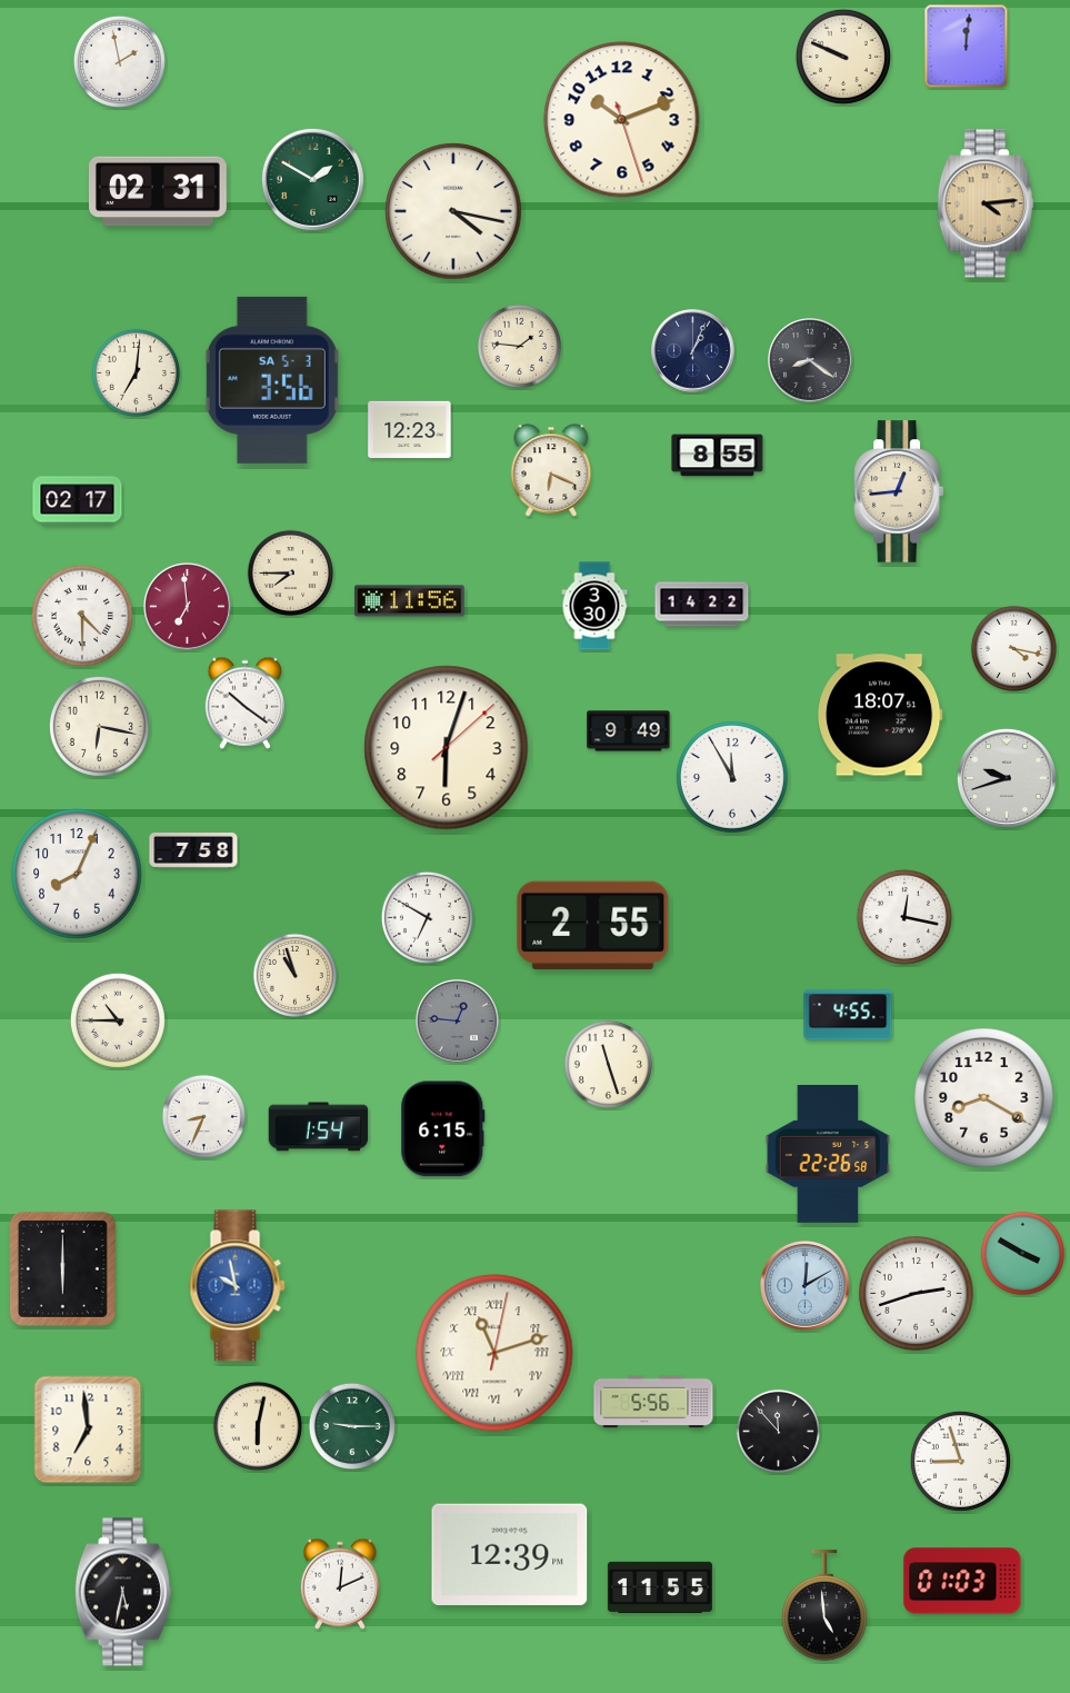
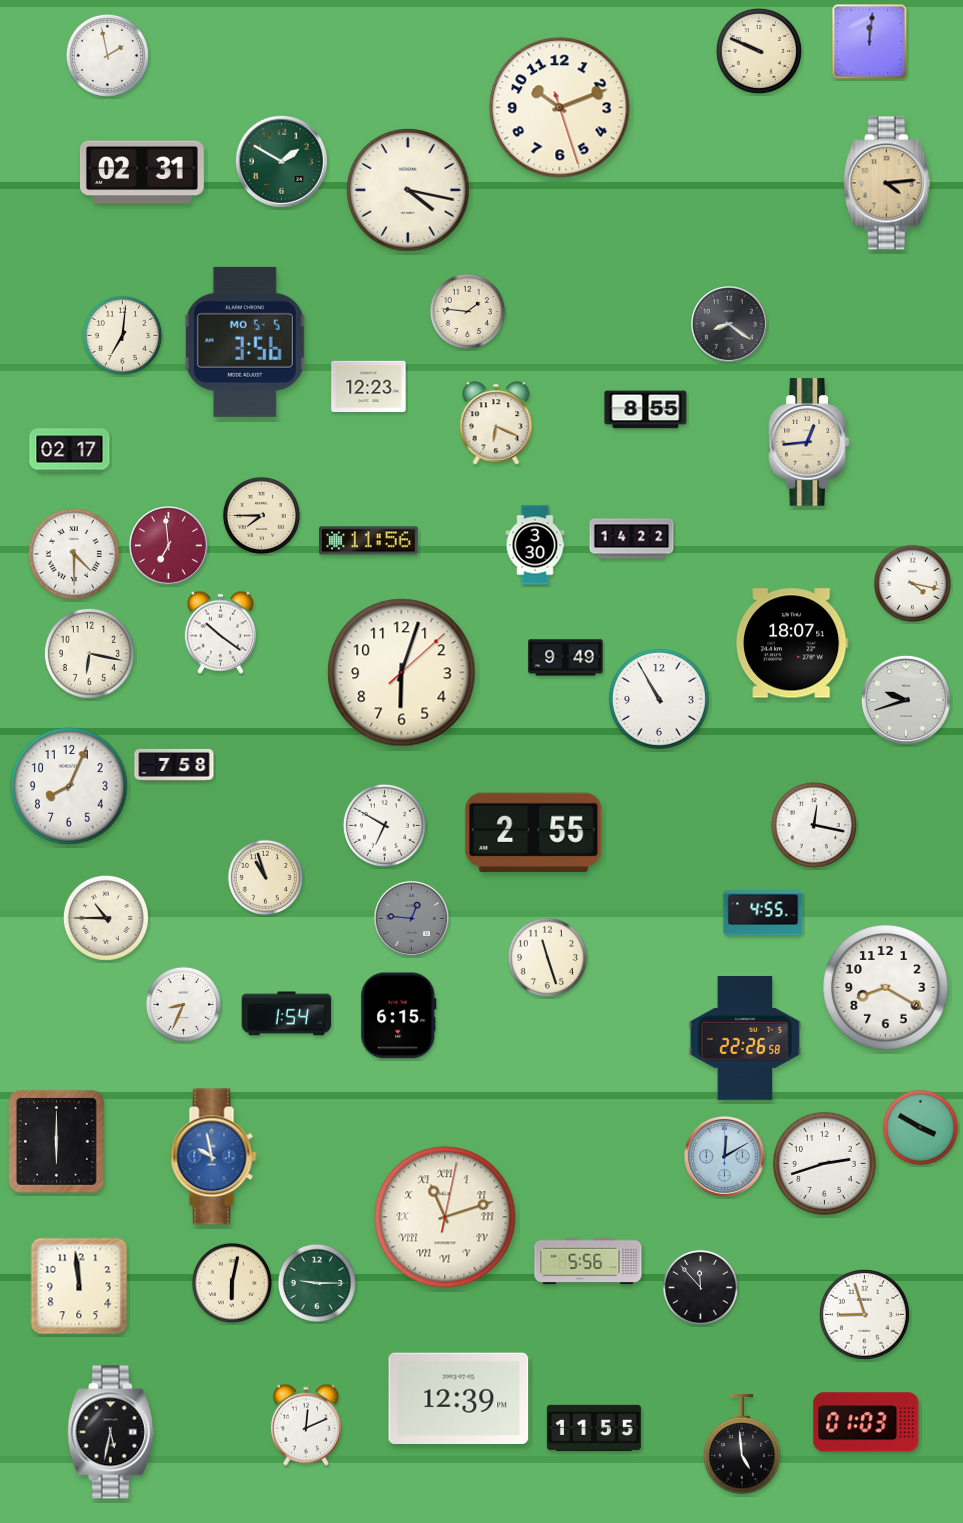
clock at (693, 351): 1:04 -> none
clock at (272, 380) date: SA 5-3 -> MO 5-5
clock at (702, 605) position: (702, 605) -> (632, 539)
clock at (732, 777): 11:55 -> 10:55
clock at (88, 1430): 6:59 -> 11:59
